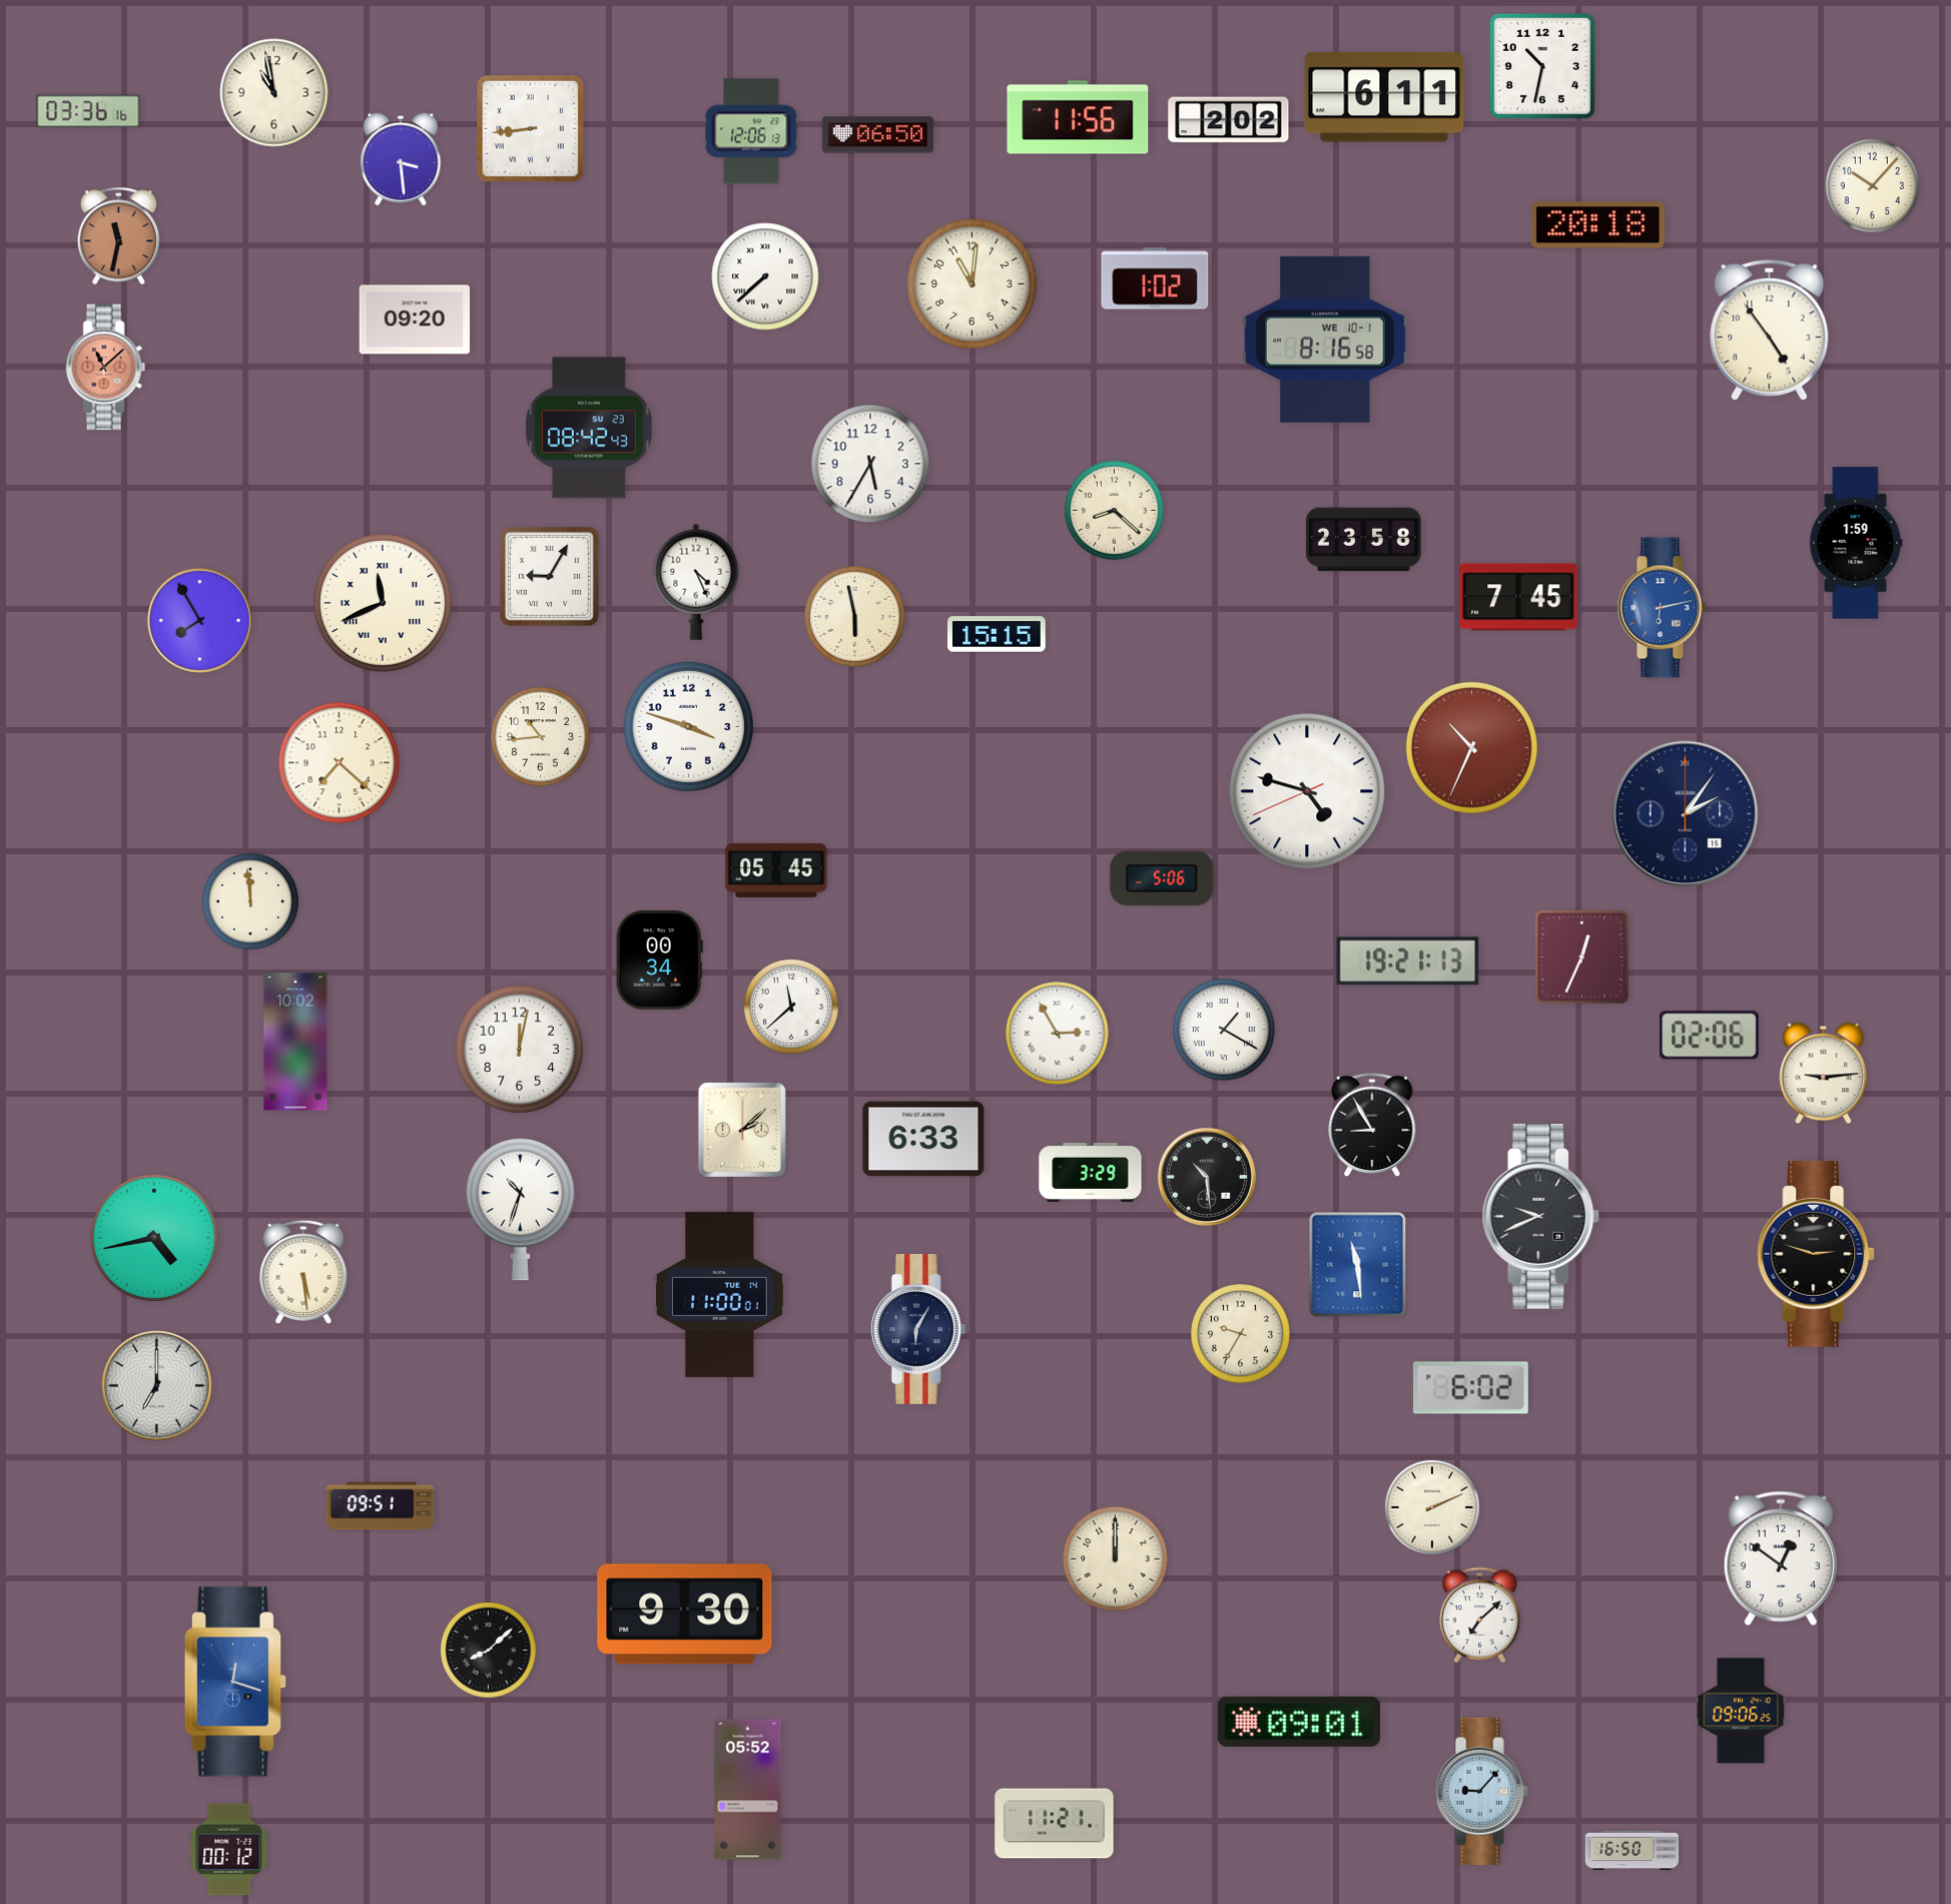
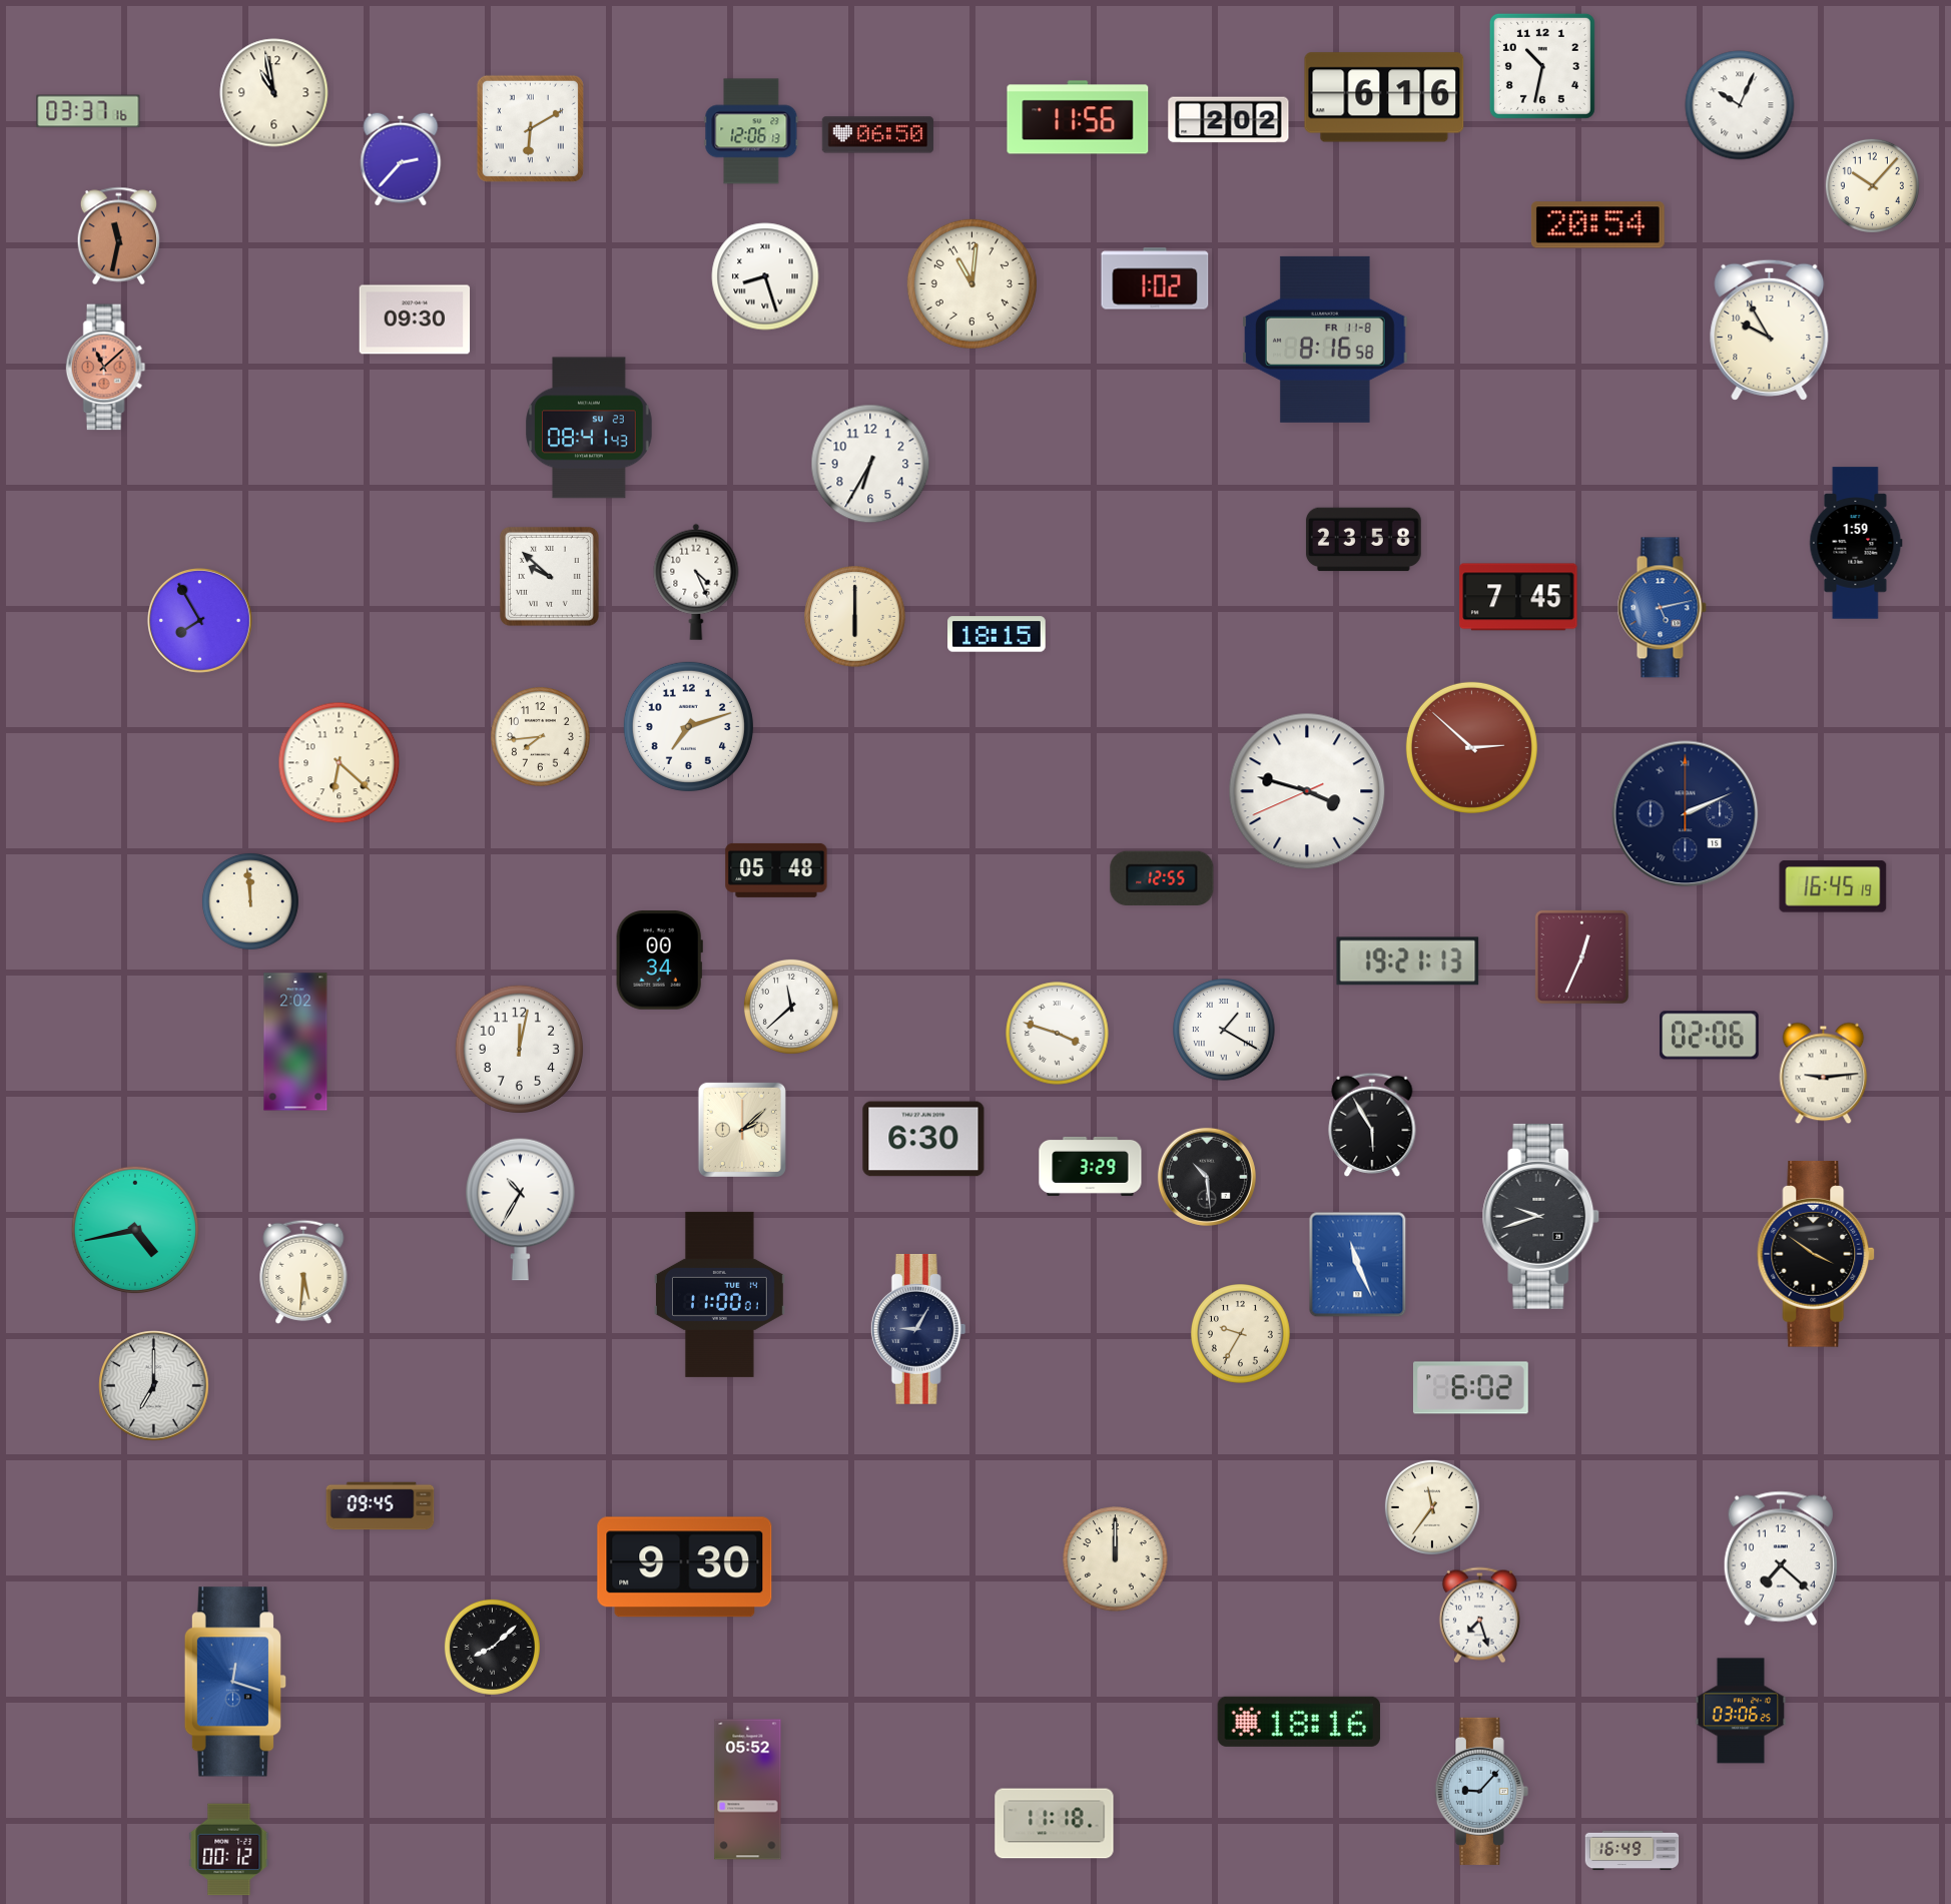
clock at (1384, 97): 6:11 -> 6:16
clock at (1740, 105): none -> 10:04
clock at (88, 111): 03:36 -> 03:37
clock at (530, 128): 8:44 -> 6:10
clock at (401, 159): 3:29 -> 2:37
clock at (1597, 225): 20:18 -> 20:54
clock at (765, 276): 7:38 -> 8:27
clock at (415, 320): 09:20 -> 09:30
clock at (1770, 330): 4:54 -> 9:55
clock at (1325, 340) date: WE 10-1 -> FR 11-8
clock at (589, 428): 08:42 -> 08:41
clock at (870, 464): 5:35 -> 6:35
clock at (1115, 511): 8:22 -> none
clock at (549, 576): 9:05 -> 9:52
clock at (383, 603): 11:41 -> none
clock at (1662, 608): 6:13 -> 5:13
clock at (855, 617): 5:58 -> 6:00
clock at (998, 634): 15:15 -> 18:15
clock at (688, 726): 3:48 -> 7:12
clock at (541, 737): 10:44 -> 7:44
clock at (1471, 747): 10:34 -> 2:52
clock at (340, 763): 7:22 -> 6:22
clock at (1307, 791): 4:47 -> 3:47
clock at (1686, 814): 2:06 -> 2:11
clock at (776, 870): 05:45 -> 05:48
clock at (1162, 878): 5:06 -> 12:55
clock at (1833, 886): none -> 16:45
clock at (1058, 1034): 2:55 -> 3:48
clock at (295, 1042): 10:02 -> 2:02
clock at (1372, 1125): 8:55 -> 5:55
clock at (923, 1139): 6:33 -> 6:30
clock at (1091, 1172) position: (1091, 1172) -> (1091, 1166)
clock at (521, 1209): 10:33 -> 10:35
clock at (1541, 1216): 9:41 -> 9:42
clock at (154, 1238) position: (154, 1238) -> (135, 1230)
clock at (1817, 1255): 2:48 -> 3:51
clock at (1358, 1265): 11:29 -> 11:26
clock at (303, 1272): 5:29 -> 5:31
clock at (918, 1329): 6:05 -> 9:05
clock at (157, 1386) position: (157, 1386) -> (154, 1386)
clock at (381, 1506): 09:51 -> 09:45
clock at (1432, 1507): 2:11 -> 11:36
clock at (1781, 1558): 12:51 -> 7:22
clock at (685, 1615) position: (685, 1615) -> (685, 1567)
clock at (1479, 1616): 7:08 -> 7:27
clock at (488, 1650) position: (488, 1650) -> (492, 1647)
clock at (1741, 1711): 09:06 -> 03:06
clock at (1299, 1722): 09:01 -> 18:16
clock at (1055, 1824): 11:21 -> 11:18
clock at (1633, 1851): 16:50 -> 16:49
